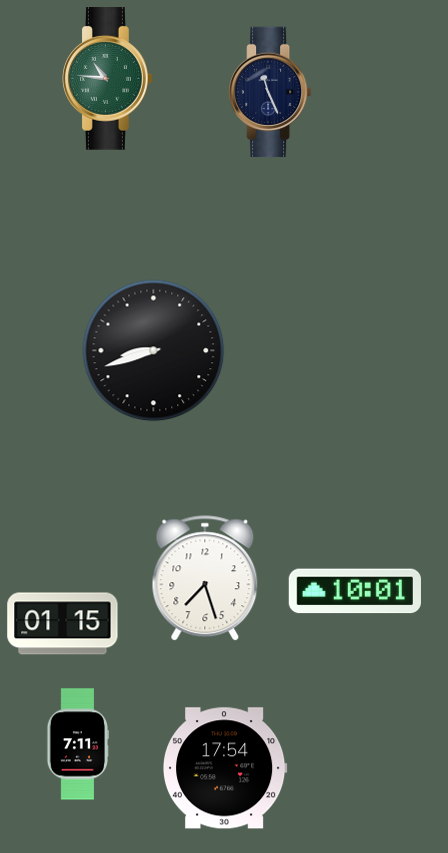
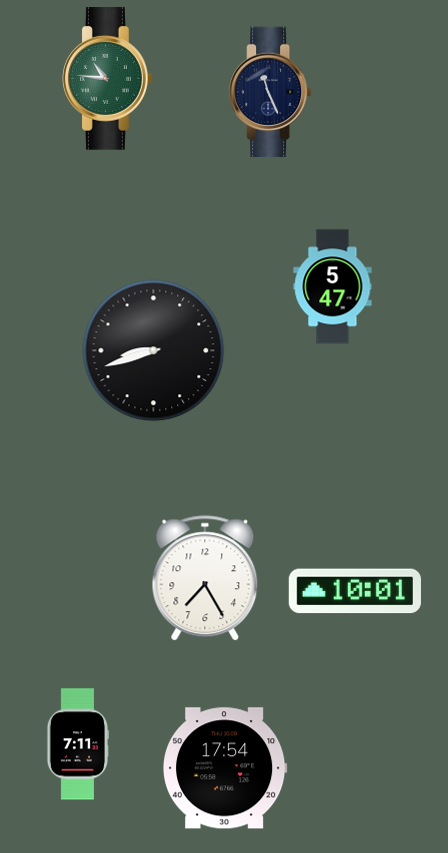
clock at (333, 287): none -> 5:47
clock at (205, 579): 7:27 -> 7:25
clock at (63, 624): 01:15 -> none
